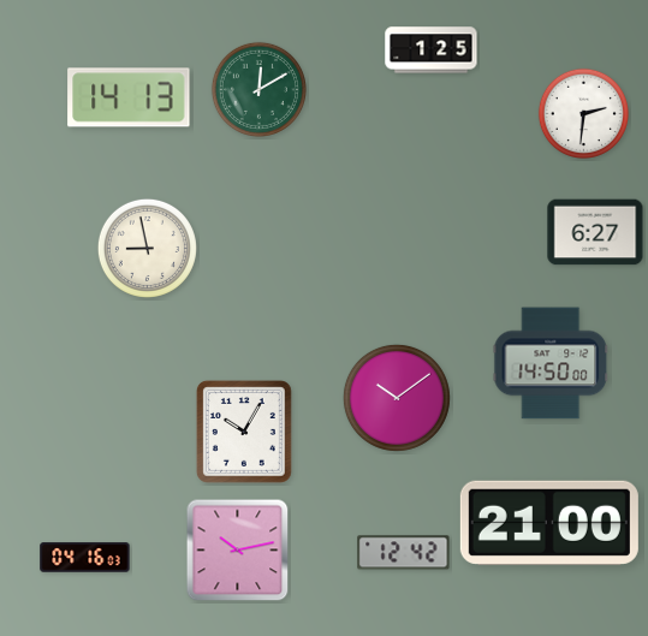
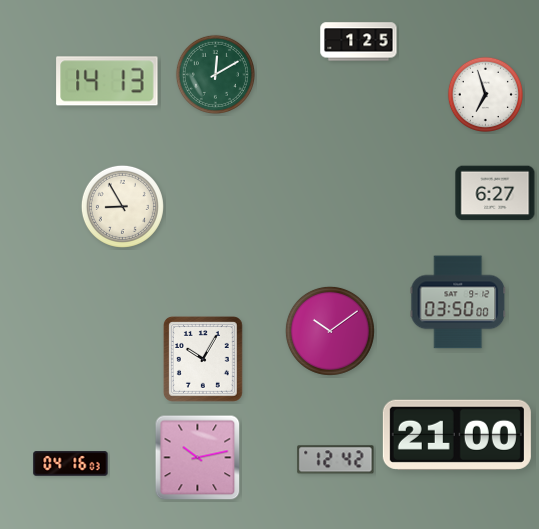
clock at (583, 113): 2:31 -> 6:57
clock at (147, 248): 8:58 -> 8:55
clock at (551, 363): 14:50 -> 03:50
